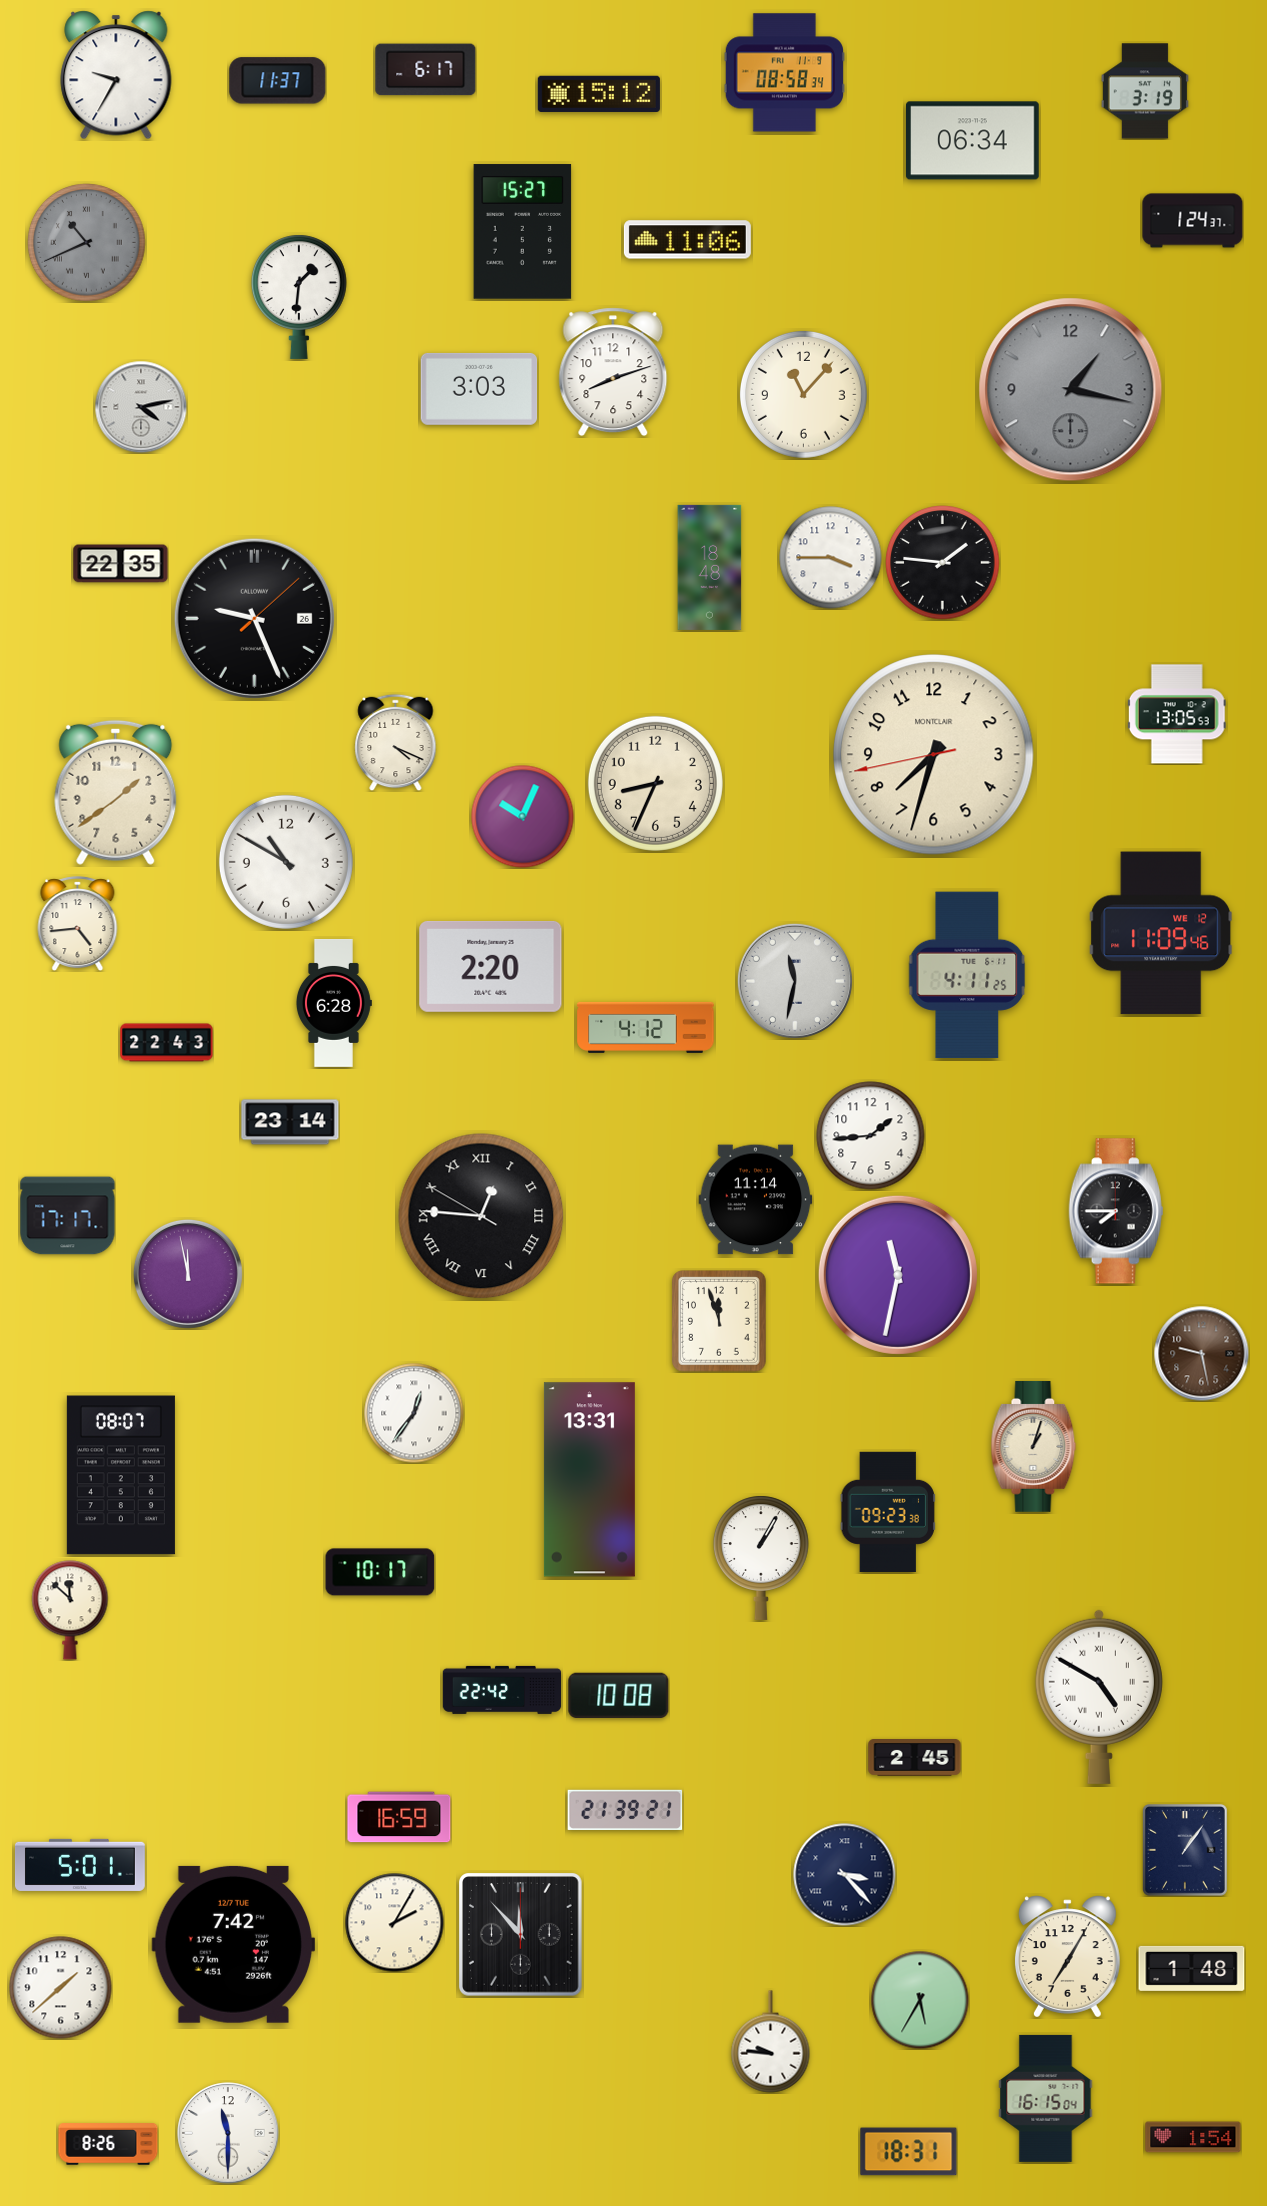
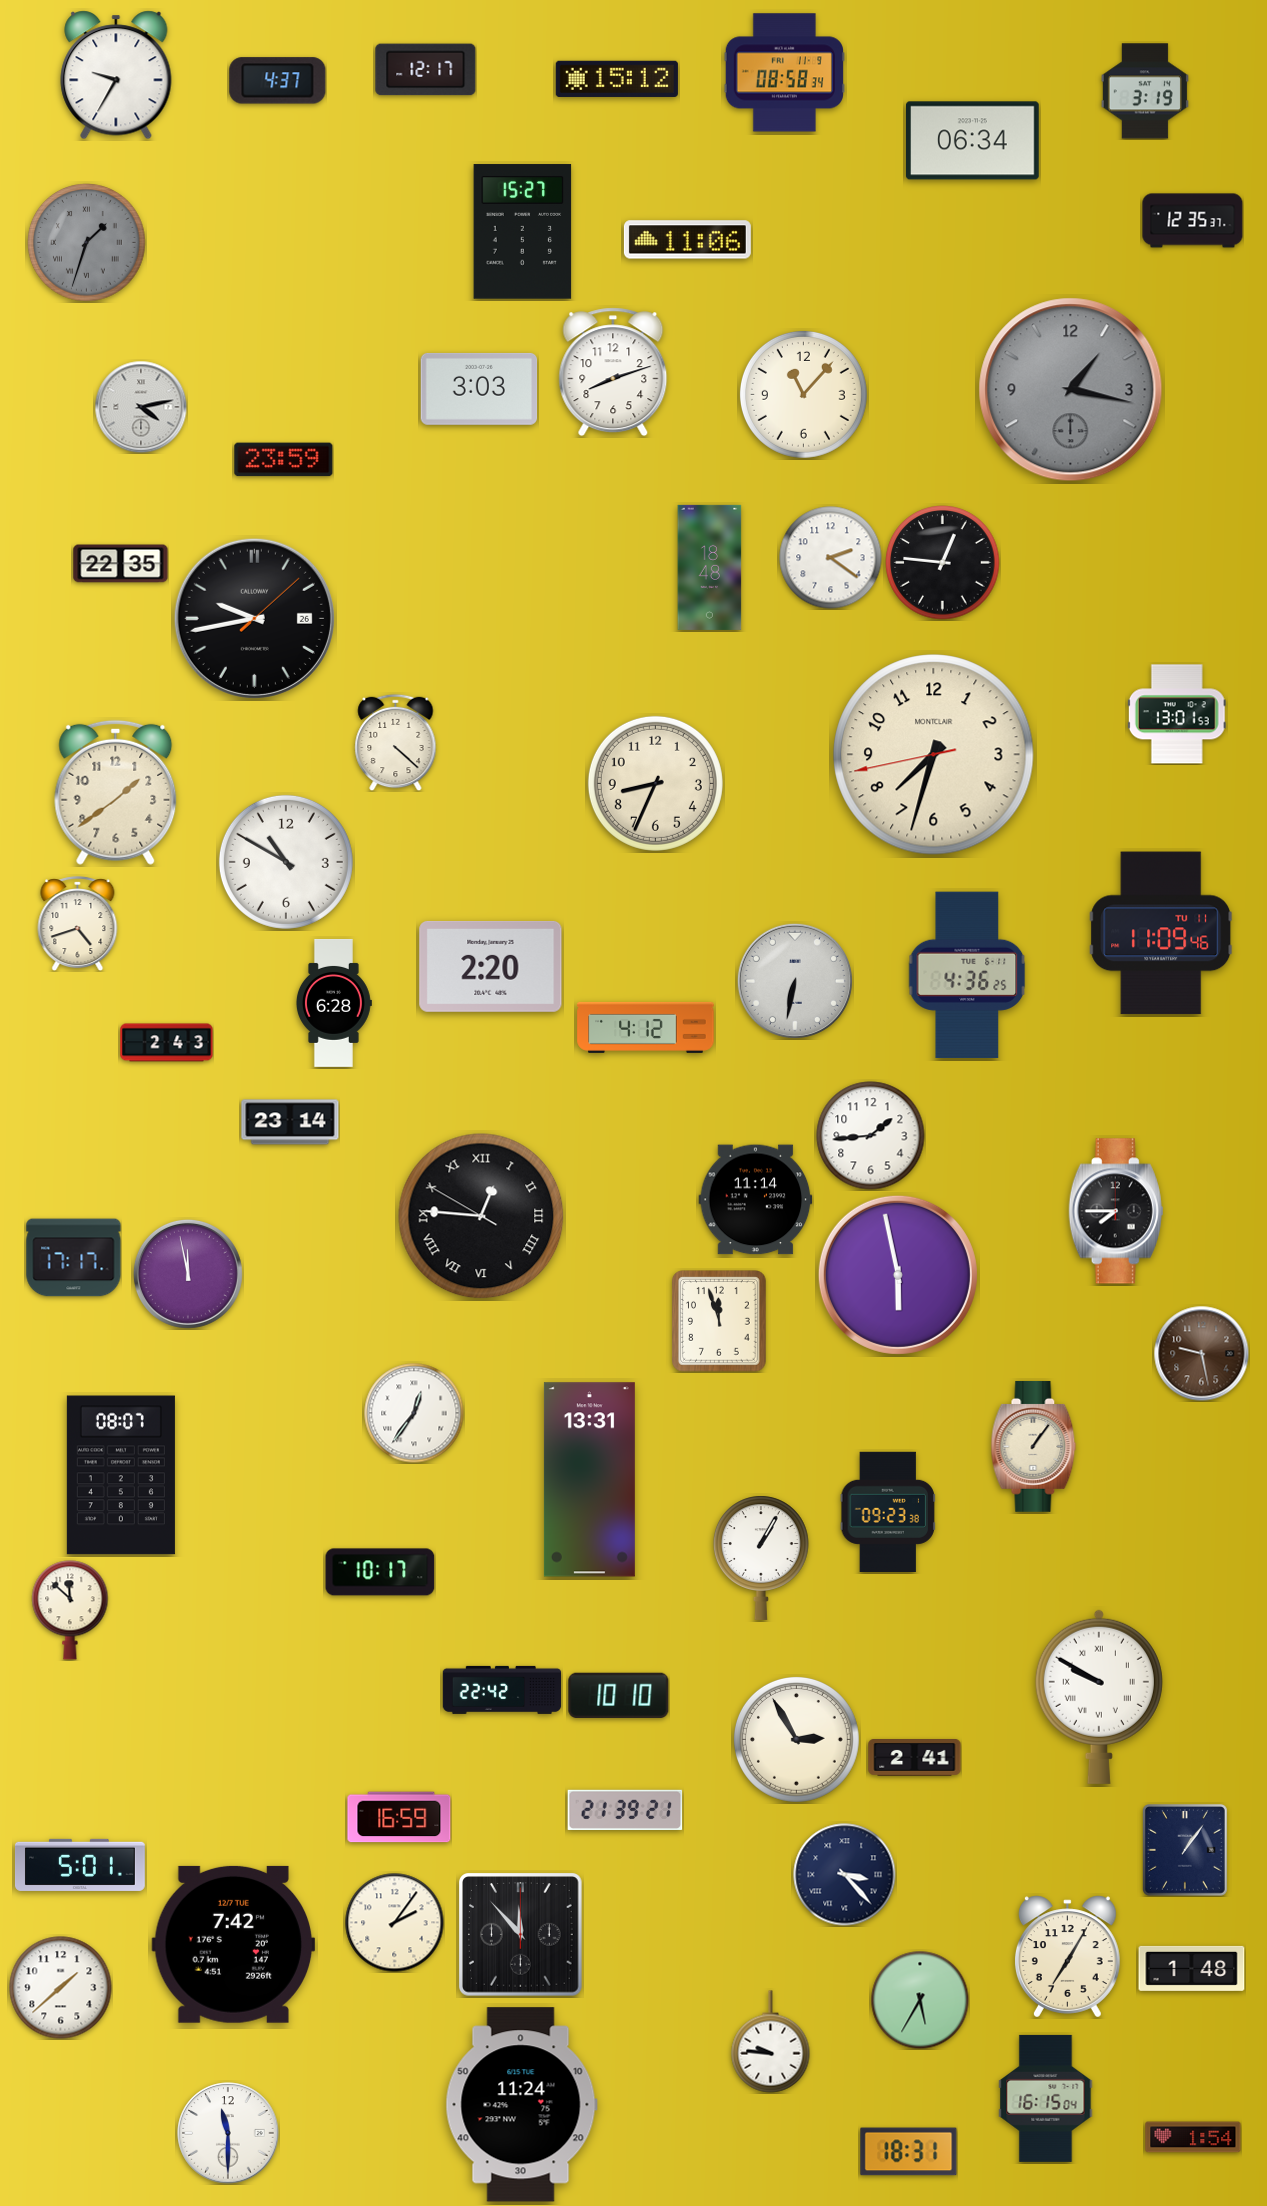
clock at (426, 70): 6:17 -> 12:17
clock at (278, 81): 11:37 -> 4:37
clock at (599, 94) position: (599, 94) -> (617, 79)
clock at (1193, 221): 1:24 -> 12:35
clock at (87, 243): 10:41 -> 1:33
clock at (299, 297): 1:31 -> none
clock at (284, 460): none -> 23:59
clock at (831, 558): 3:45 -> 2:21
clock at (943, 563): 1:46 -> 12:46
clock at (254, 618): 9:26 -> 9:43
clock at (1177, 714): 13:05 -> 13:01
clock at (396, 742): 4:19 -> 4:22
clock at (523, 817): 10:04 -> none
clock at (78, 924): 4:44 -> 4:42
clock at (1161, 933) date: WE 12 -> TU 11
clock at (967, 975): 4:11 -> 4:36
clock at (795, 981): 11:32 -> 6:32
clock at (167, 1043): 22:43 -> 2:43
clock at (68, 1216) position: (68, 1216) -> (74, 1258)
clock at (898, 1275): 11:32 -> 5:58
clock at (1034, 1446): 1:03 -> 1:06
clock at (619, 1695): 10:08 -> 10:10
clock at (1099, 1697): 4:50 -> 9:50
clock at (796, 1739): none -> 2:55
clock at (915, 1758): 2:45 -> 2:41
clock at (395, 1923): 2:05 -> 2:06
clock at (521, 2105): none -> 11:24
clock at (108, 2144): 8:26 -> none
